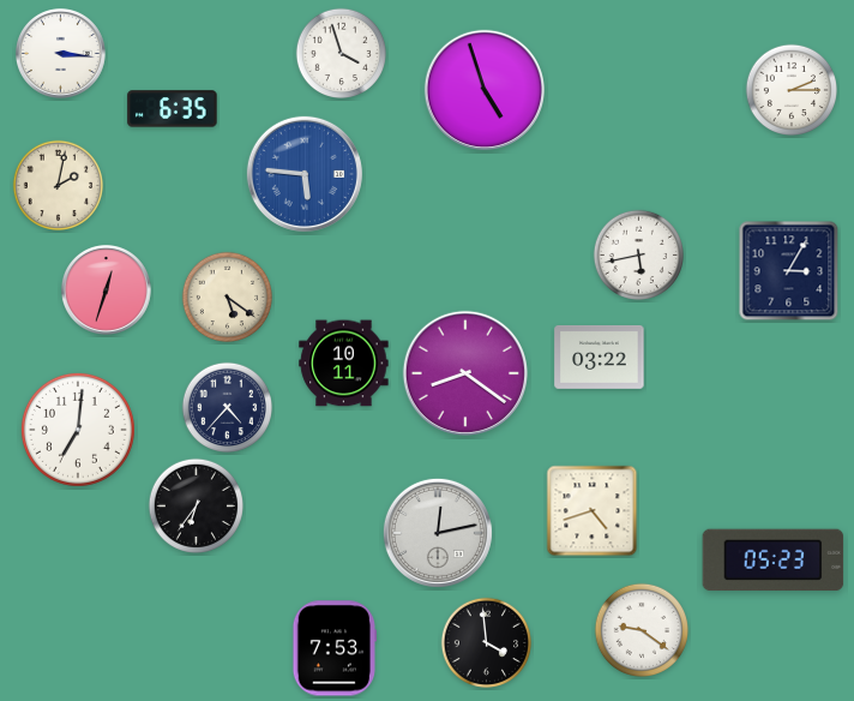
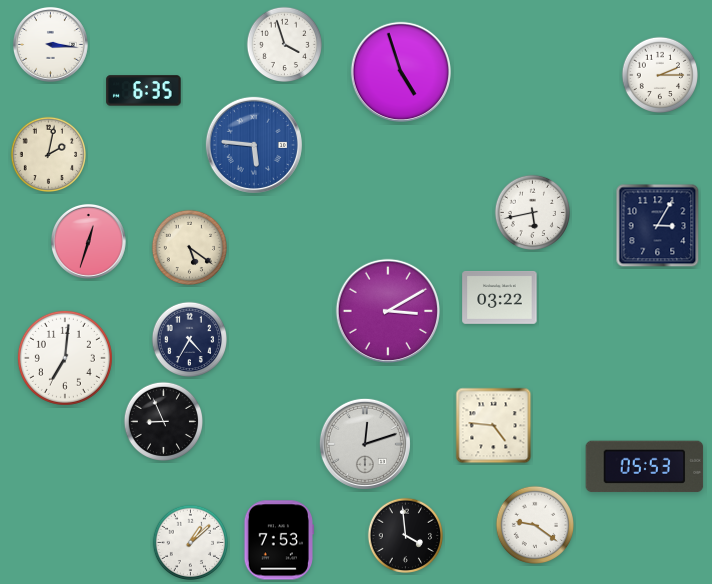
clock at (485, 90) position: (485, 90) -> (401, 72)
clock at (344, 364): 10:11 -> none
clock at (464, 372): 8:21 -> 3:10
clock at (227, 407): 4:37 -> 4:35
clock at (196, 505): 6:36 -> 8:56
clock at (593, 511): 4:42 -> 4:46
clock at (438, 533): 12:13 -> 12:12
clock at (774, 561): 05:23 -> 05:53
clock at (190, 542): none -> 1:08
